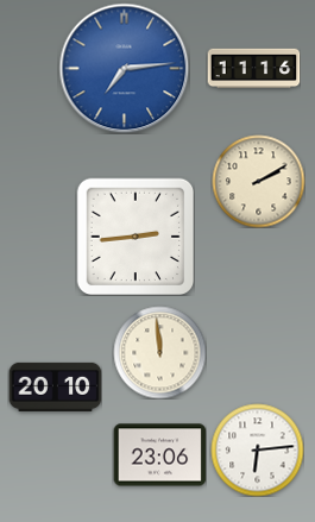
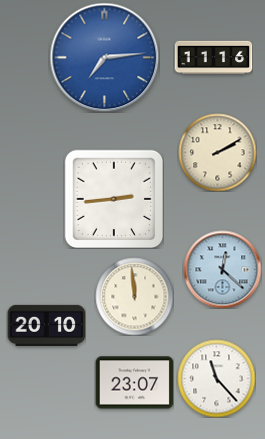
clock at (222, 269): none -> 12:22
clock at (257, 449): 6:14 -> 11:23
clock at (159, 455): 23:06 -> 23:07
